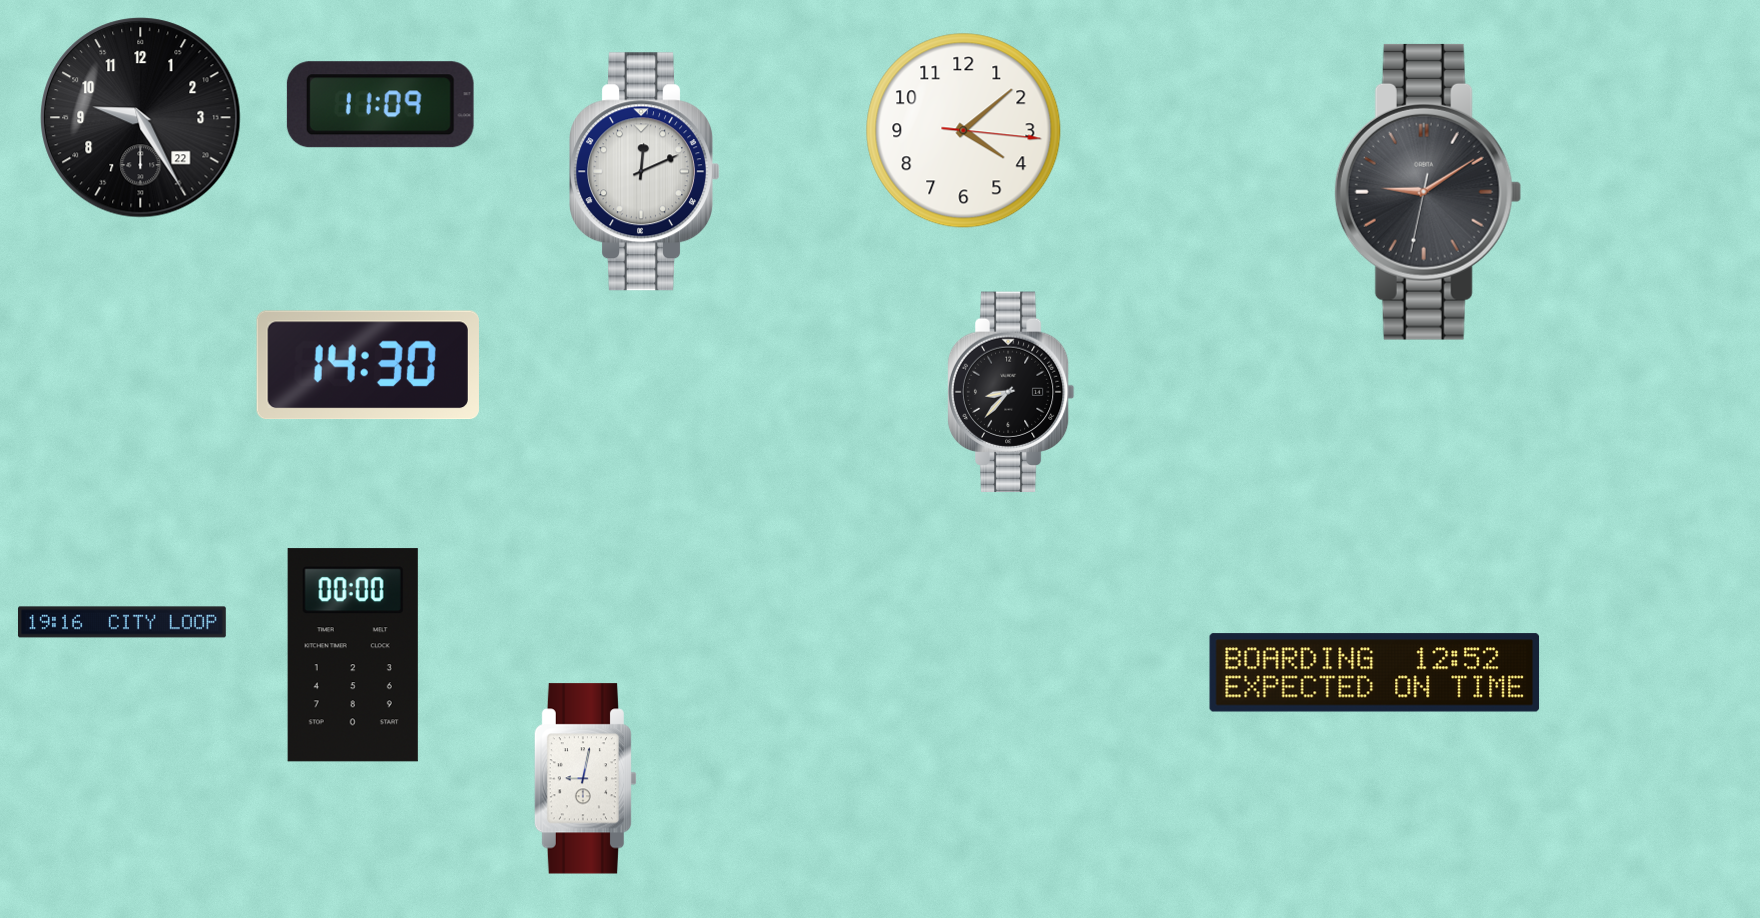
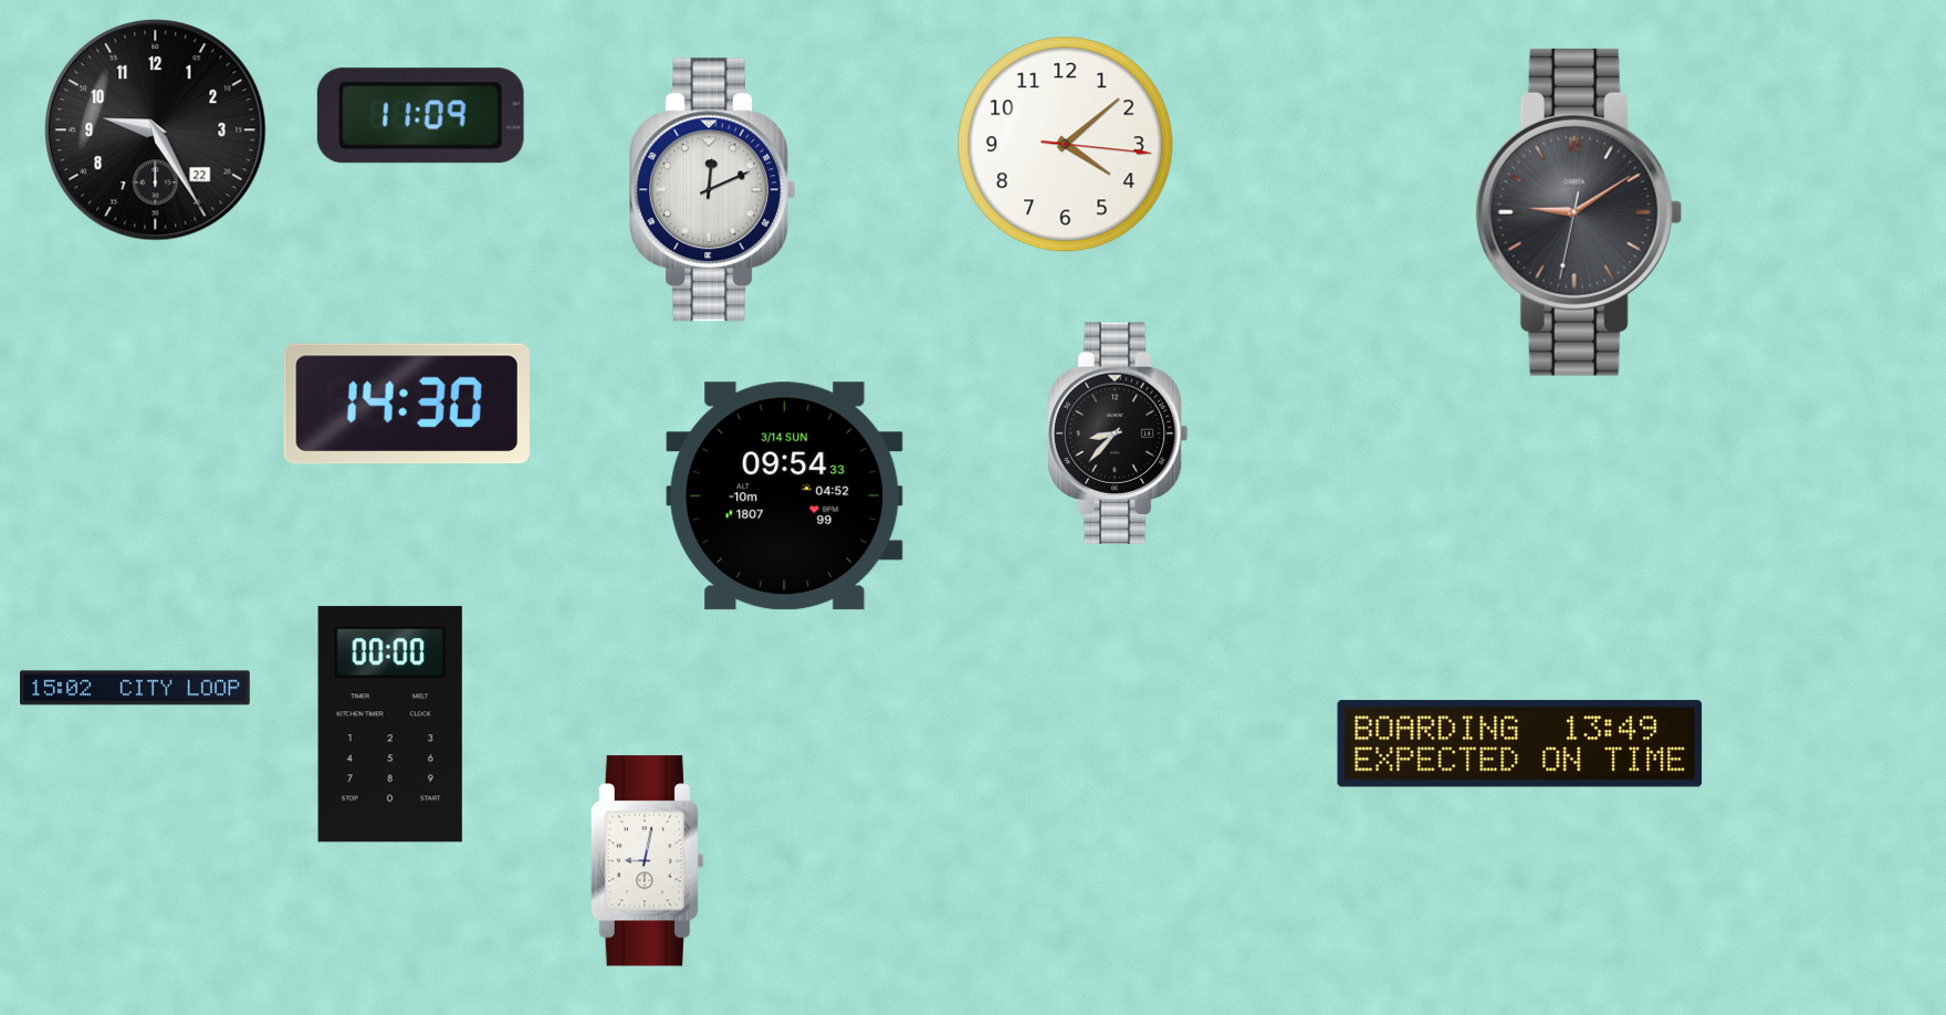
clock at (785, 496): none -> 09:54
clock at (123, 622): 19:16 -> 15:02
clock at (1375, 673): 12:52 -> 13:49
